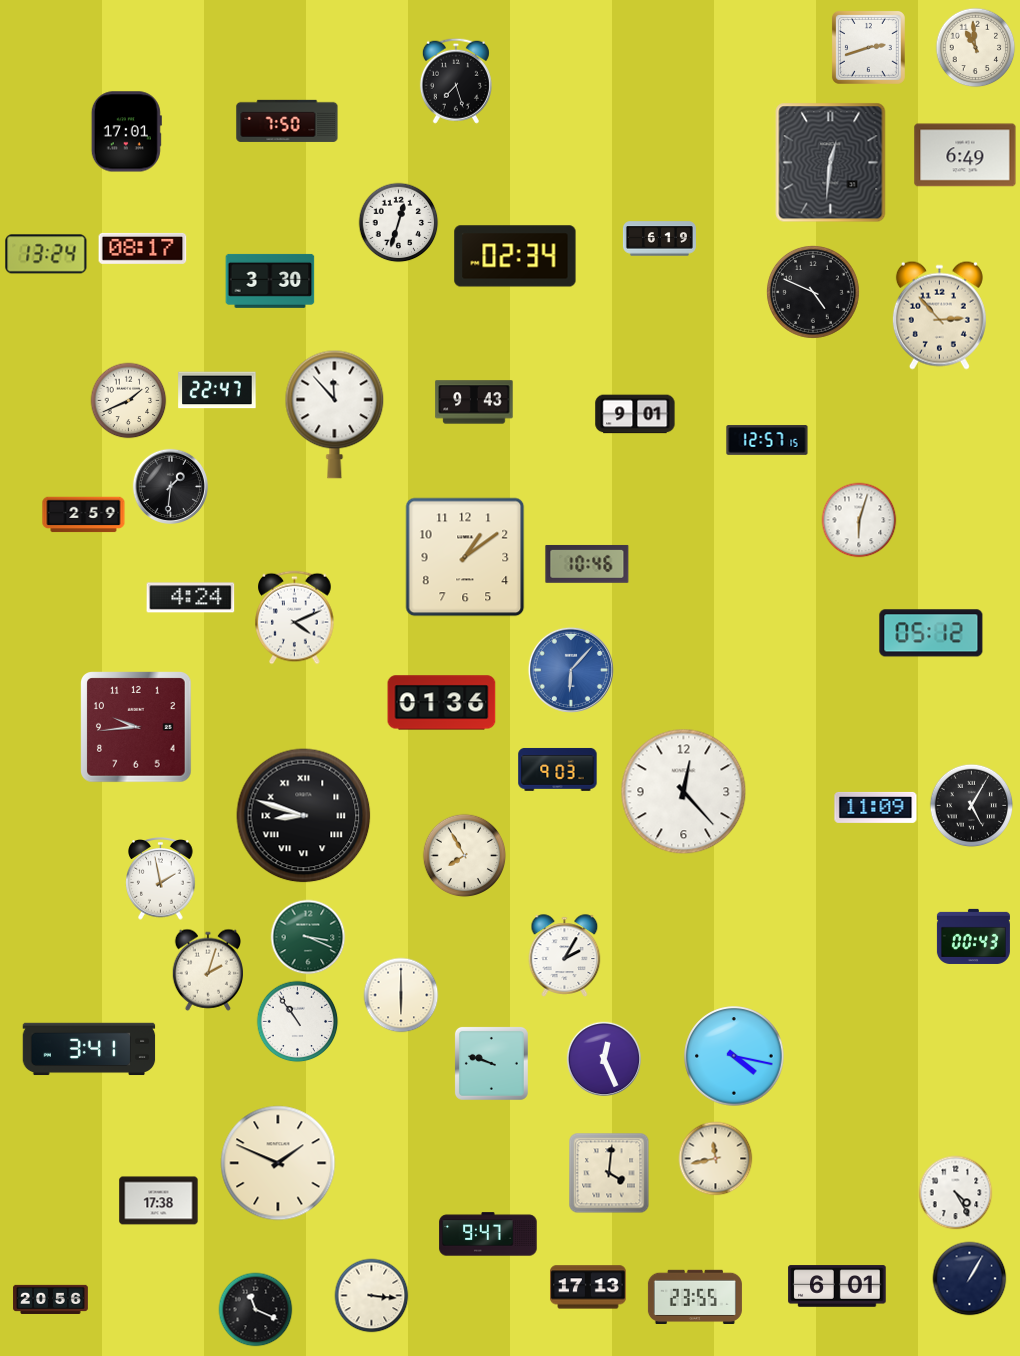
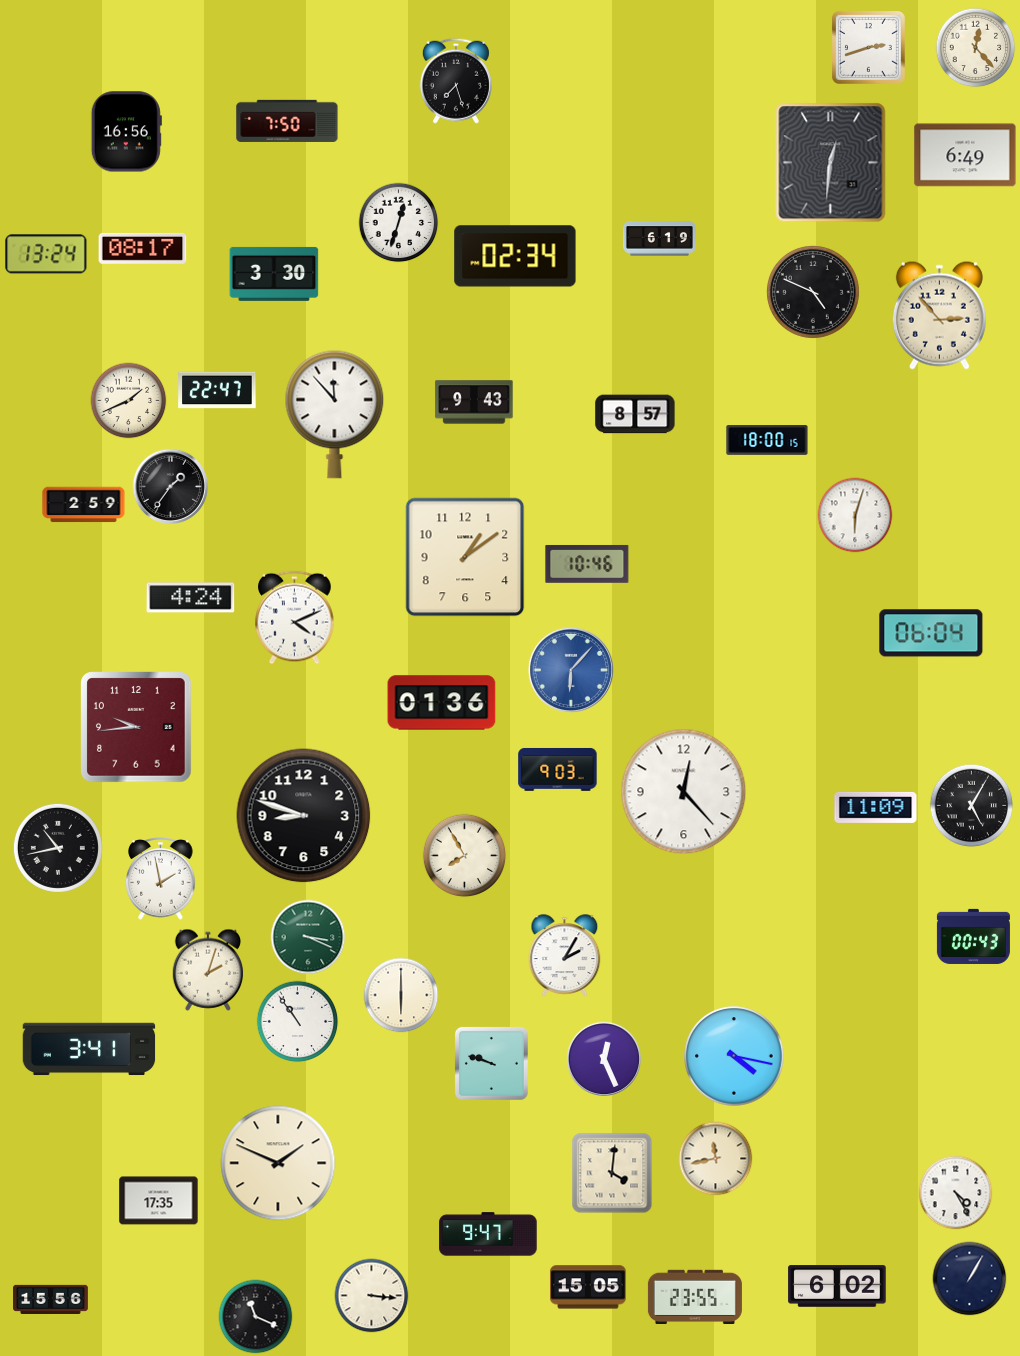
clock at (976, 48): 10:59 -> 12:23
clock at (126, 132): 17:01 -> 16:56
clock at (270, 281) position: (270, 281) -> (274, 274)
clock at (635, 414): 9:01 -> 8:57
clock at (767, 440): 12:57 -> 18:00
clock at (170, 486): 1:31 -> 1:36
clock at (84, 515) position: (84, 515) -> (84, 505)
clock at (859, 520) position: (859, 520) -> (855, 515)
clock at (931, 633): 05:12 -> 06:04
clock at (304, 816) numerals: Roman -> Arabic
clock at (58, 848): none -> 10:43
clock at (609, 1173) position: (609, 1173) -> (612, 1173)
clock at (159, 1201): 17:38 -> 17:35
clock at (837, 1286): 6:01 -> 6:02
clock at (588, 1287): 17:13 -> 15:05
clock at (51, 1299): 20:56 -> 15:56
clock at (256, 1310) position: (256, 1310) -> (256, 1317)
